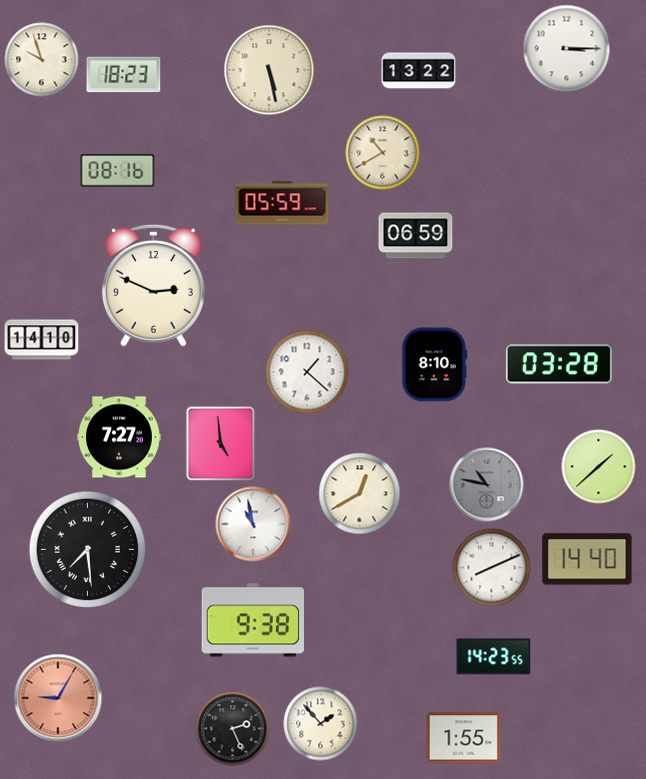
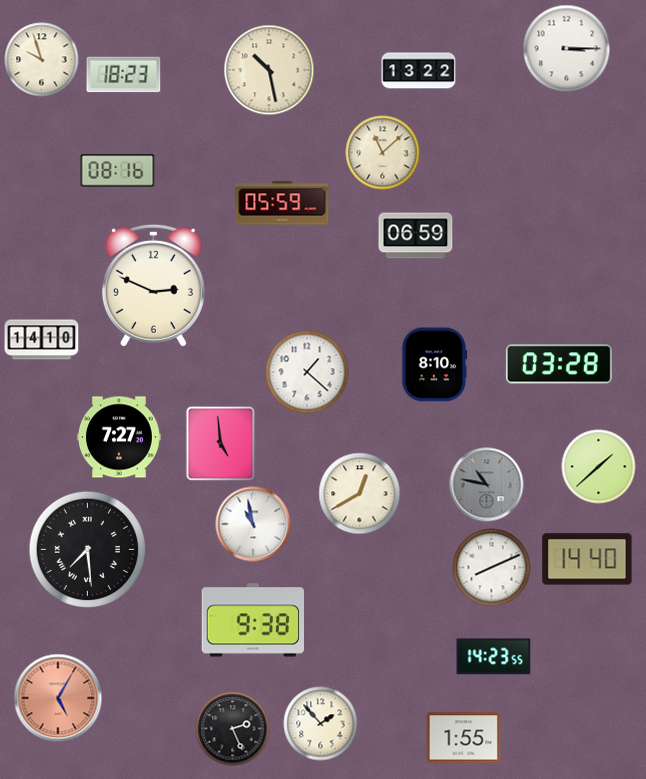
clock at (269, 70): 5:28 -> 10:28
clock at (383, 153): 10:40 -> 11:08
clock at (58, 698): 9:05 -> 5:05
